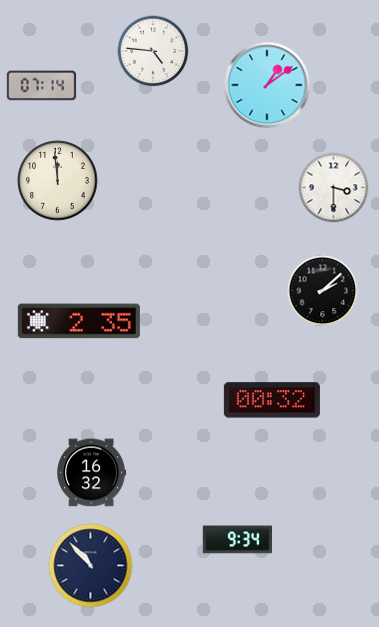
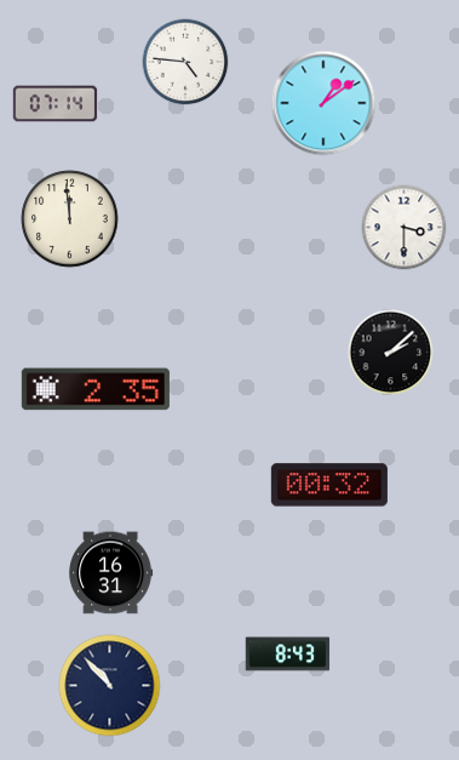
clock at (42, 86) position: (42, 86) -> (56, 104)
clock at (92, 473): 16:32 -> 16:31
clock at (238, 540): 9:34 -> 8:43
